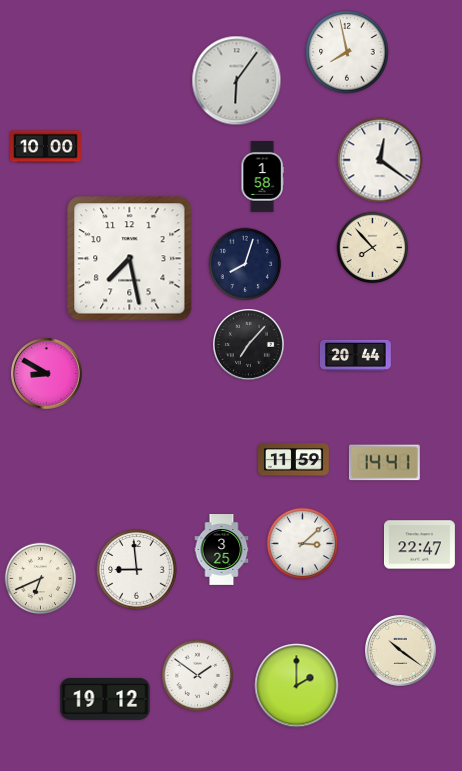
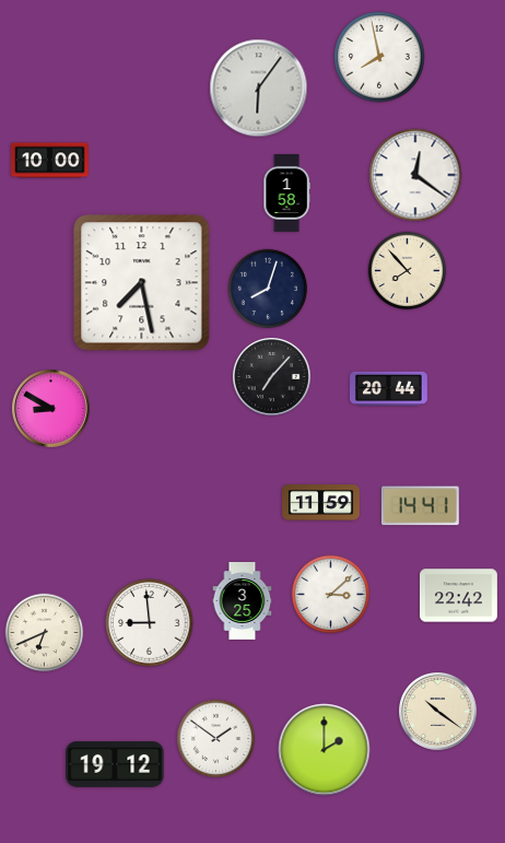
clock at (420, 545): 22:47 -> 22:42
